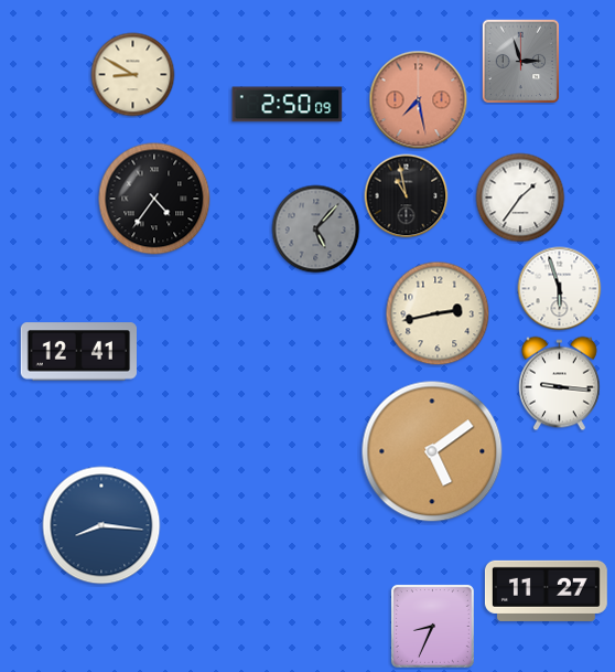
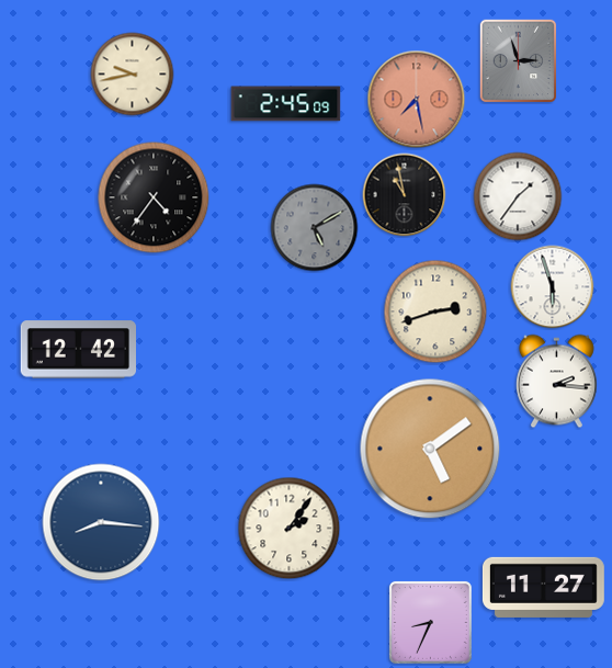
clock at (133, 75): 8:50 -> 9:43
clock at (288, 105): 2:50 -> 2:45
clock at (316, 230): 5:07 -> 5:10
clock at (560, 289) position: (560, 289) -> (553, 287)
clock at (438, 313): 2:43 -> 2:42
clock at (78, 352): 12:41 -> 12:42
clock at (560, 384): 9:16 -> 2:16
clock at (290, 529): none -> 2:06
